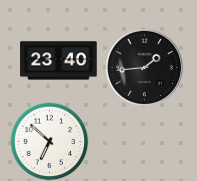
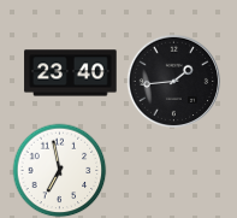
clock at (49, 141): 6:52 -> 6:58
